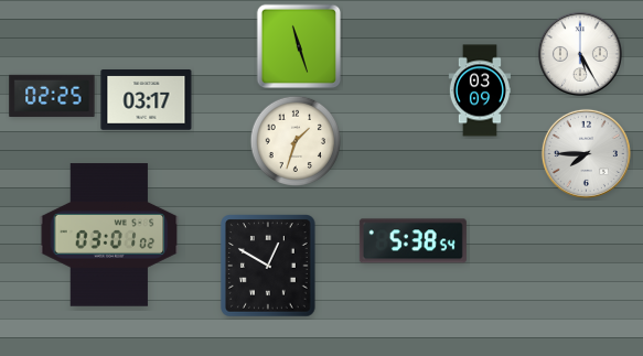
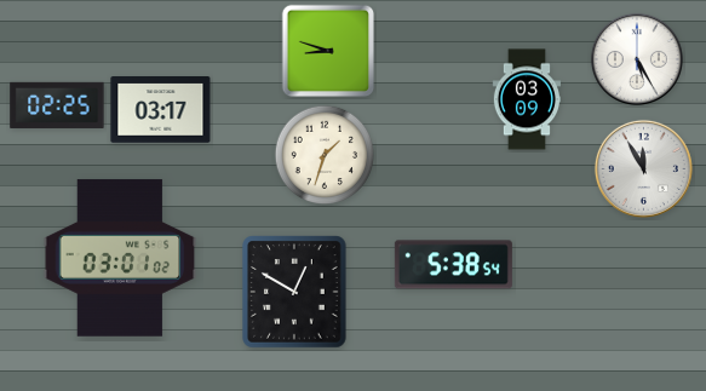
clock at (299, 46): 11:27 -> 8:48
clock at (586, 153): 7:45 -> 11:55
